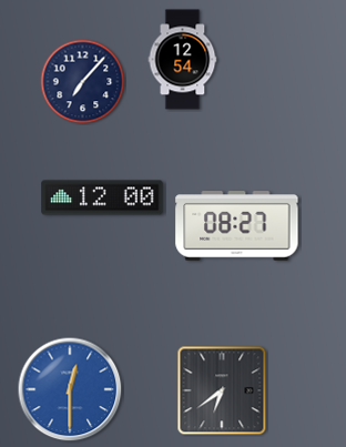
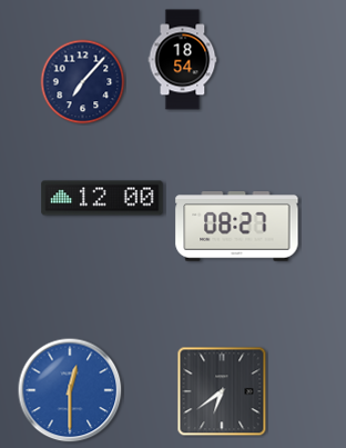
clock at (183, 60): 12:54 -> 18:54
